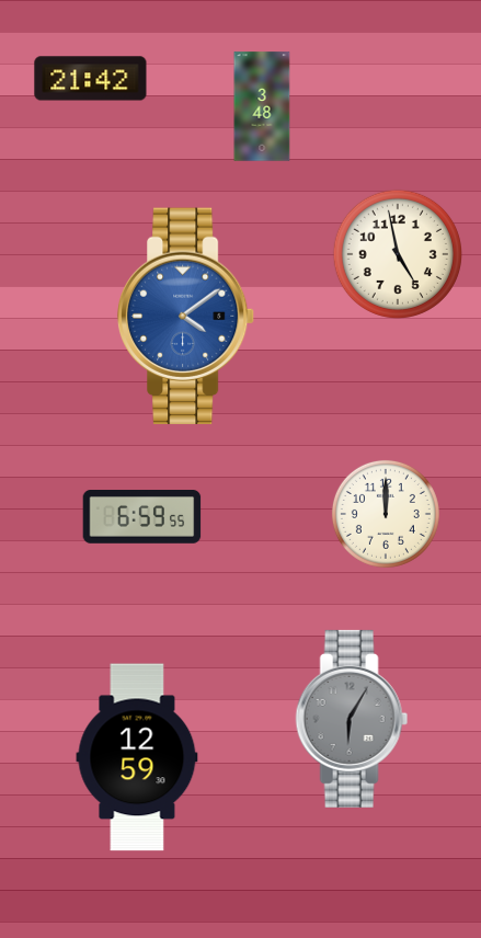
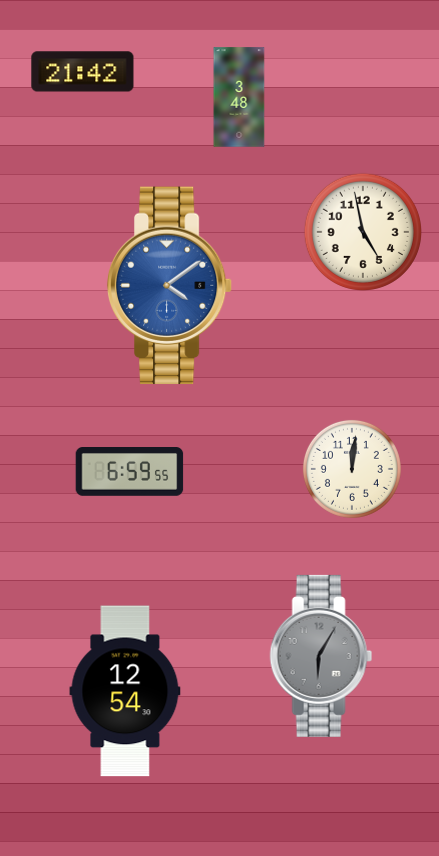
clock at (186, 317) position: (186, 317) -> (170, 286)
clock at (386, 514): 12:00 -> 12:01
clock at (137, 757): 12:59 -> 12:54
